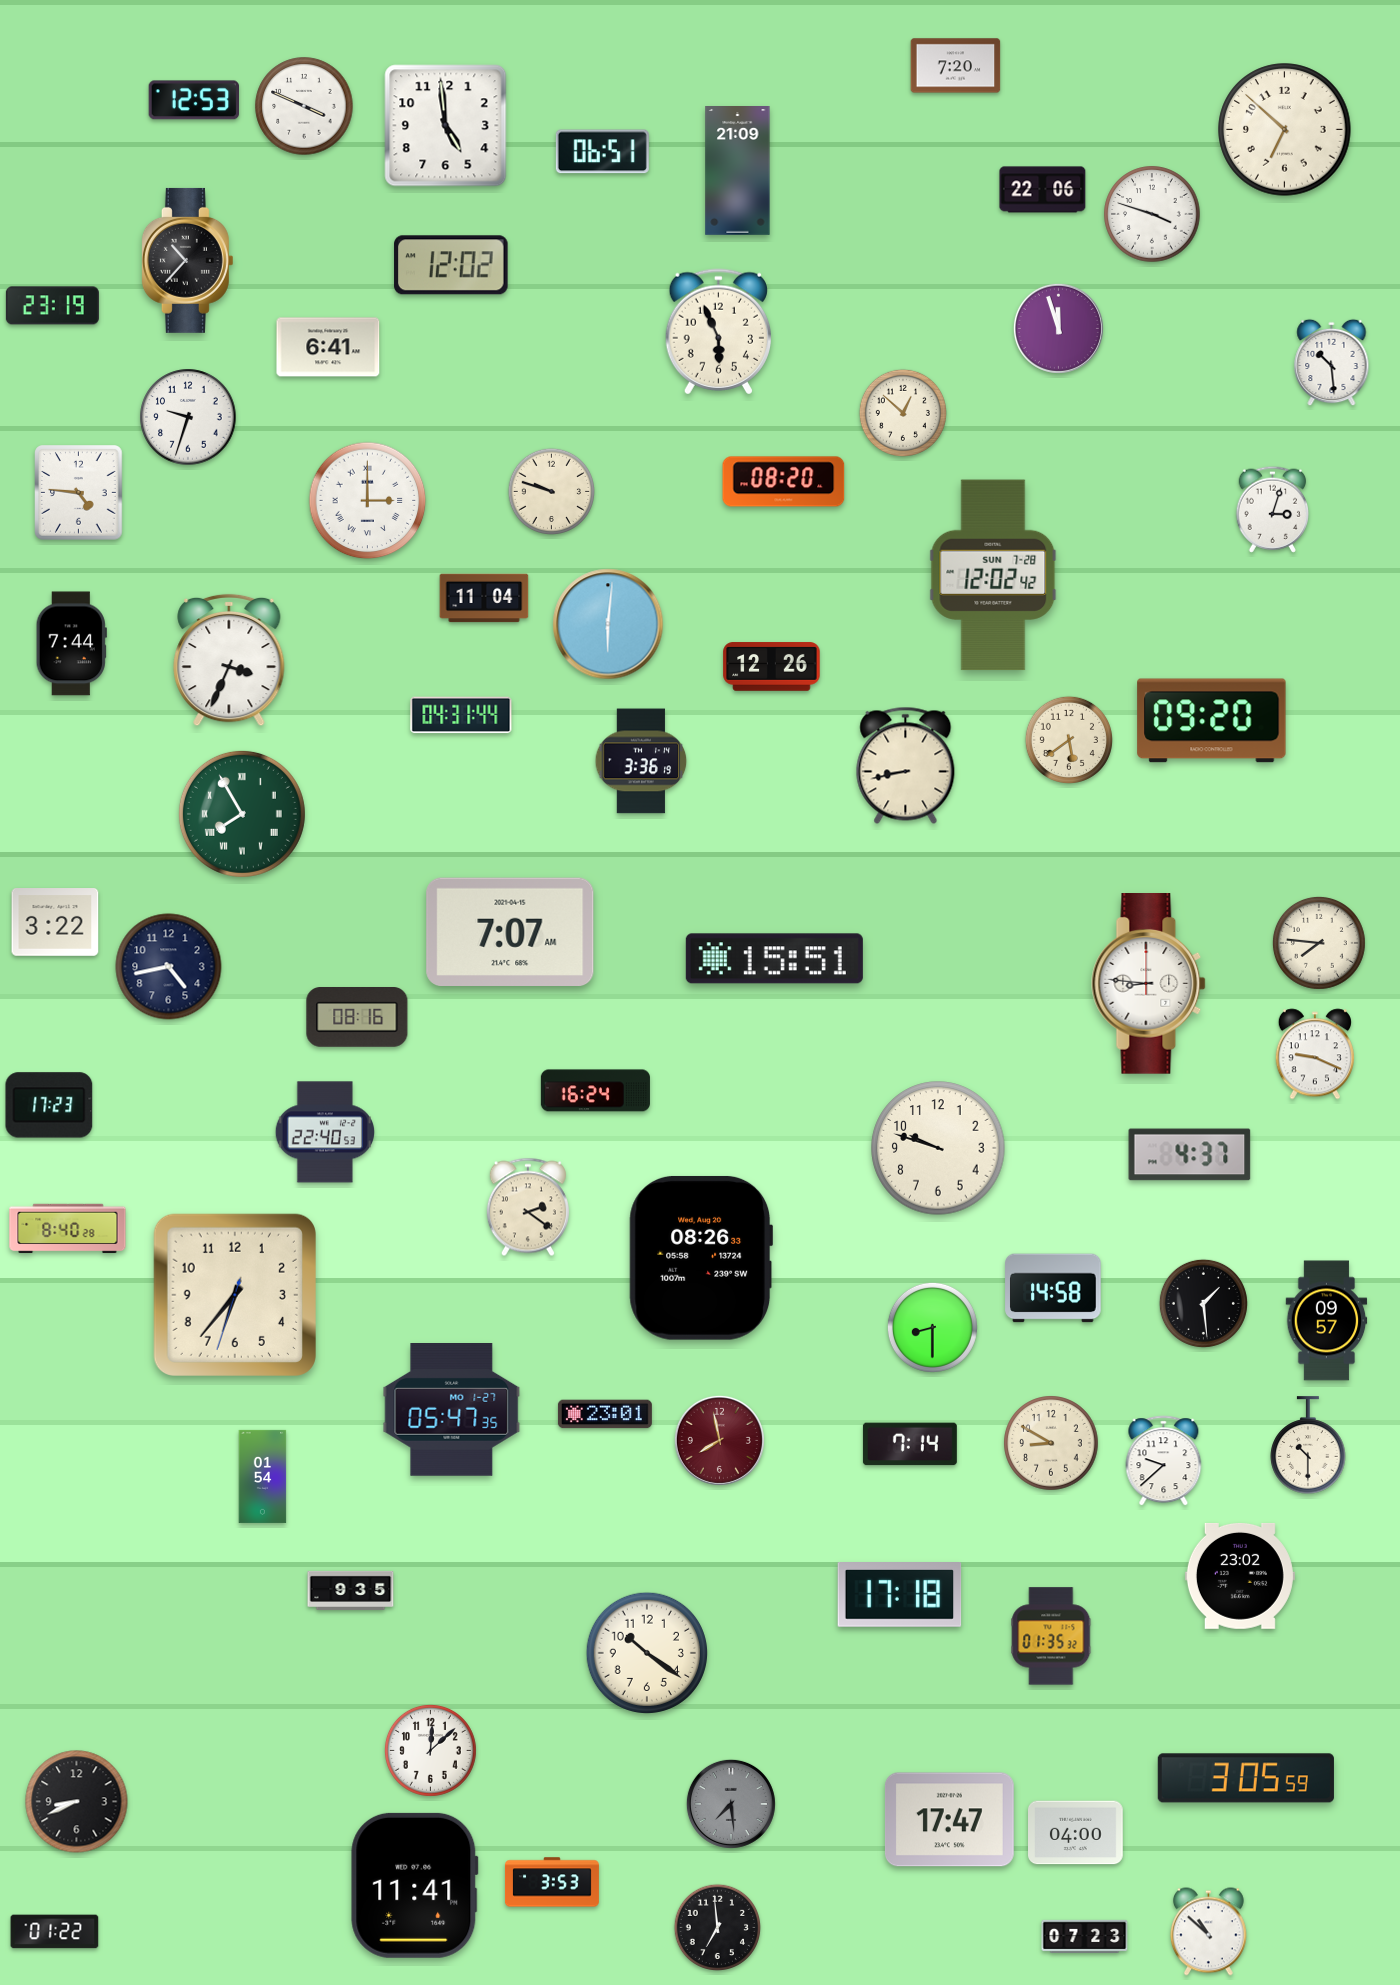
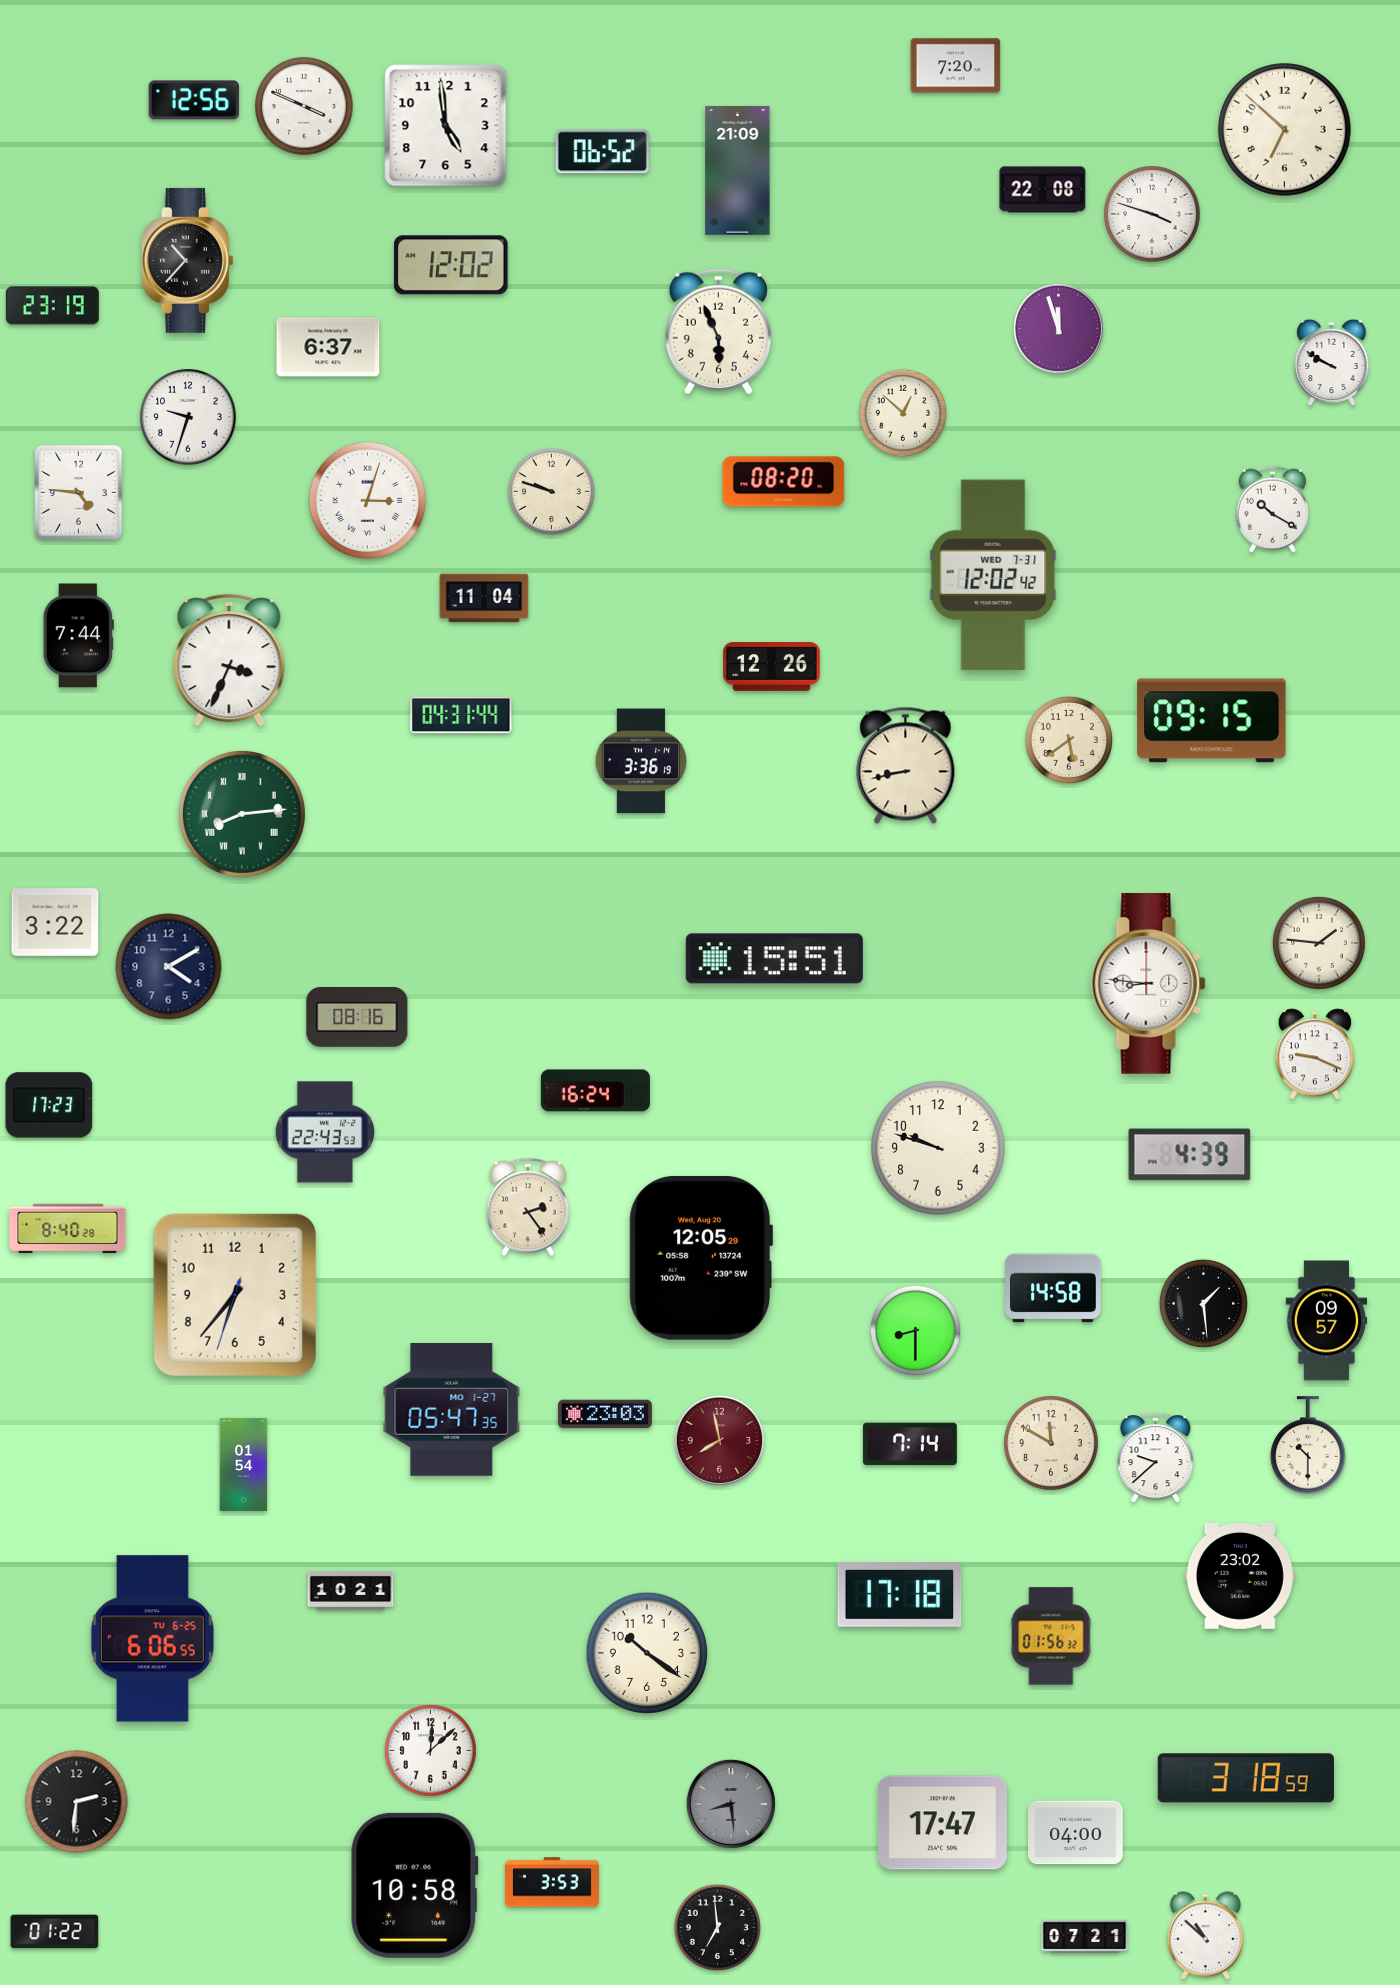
clock at (193, 100): 12:53 -> 12:56
clock at (602, 152): 06:51 -> 06:52
clock at (1043, 190): 22:06 -> 22:08
clock at (328, 347): 6:41 -> 6:37
clock at (1332, 363): 10:29 -> 9:50
clock at (368, 501): 3:00 -> 3:03
clock at (1272, 509): 3:03 -> 10:20
clock at (993, 575) date: SUN 7-28 -> WED 7-31
clock at (608, 624): 6:01 -> none
clock at (71, 644) position: (71, 644) -> (78, 636)
clock at (1212, 721): 09:20 -> 09:15
clock at (242, 814): 7:55 -> 8:14
clock at (510, 931): 7:07 -> none
clock at (1319, 943): 7:46 -> 1:46
clock at (169, 967): 4:43 -> 4:10
clock at (324, 1132): 22:40 -> 22:43
clock at (1190, 1155): 4:37 -> 4:39
clock at (528, 1207): 2:21 -> 2:24
clock at (700, 1258): 08:26 -> 12:05
clock at (932, 1327) position: (932, 1327) -> (915, 1330)
clock at (605, 1414): 23:01 -> 23:03
clock at (1051, 1443): 8:50 -> 11:50
clock at (1164, 1461) position: (1164, 1461) -> (1156, 1458)
clock at (263, 1476) position: (263, 1476) -> (244, 1464)
clock at (351, 1590): 9:35 -> 10:21
clock at (1051, 1636): 01:35 -> 01:56
clock at (152, 1639): none -> 6:06
clock at (1246, 1778): 3:05 -> 3:18
clock at (77, 1802): 8:41 -> 2:31
clock at (731, 1804): 7:29 -> 8:29
clock at (949, 1820) position: (949, 1820) -> (942, 1823)
clock at (415, 1885): 11:41 -> 10:58
clock at (1208, 1932) position: (1208, 1932) -> (1205, 1936)
clock at (1085, 1936): 07:23 -> 07:21
